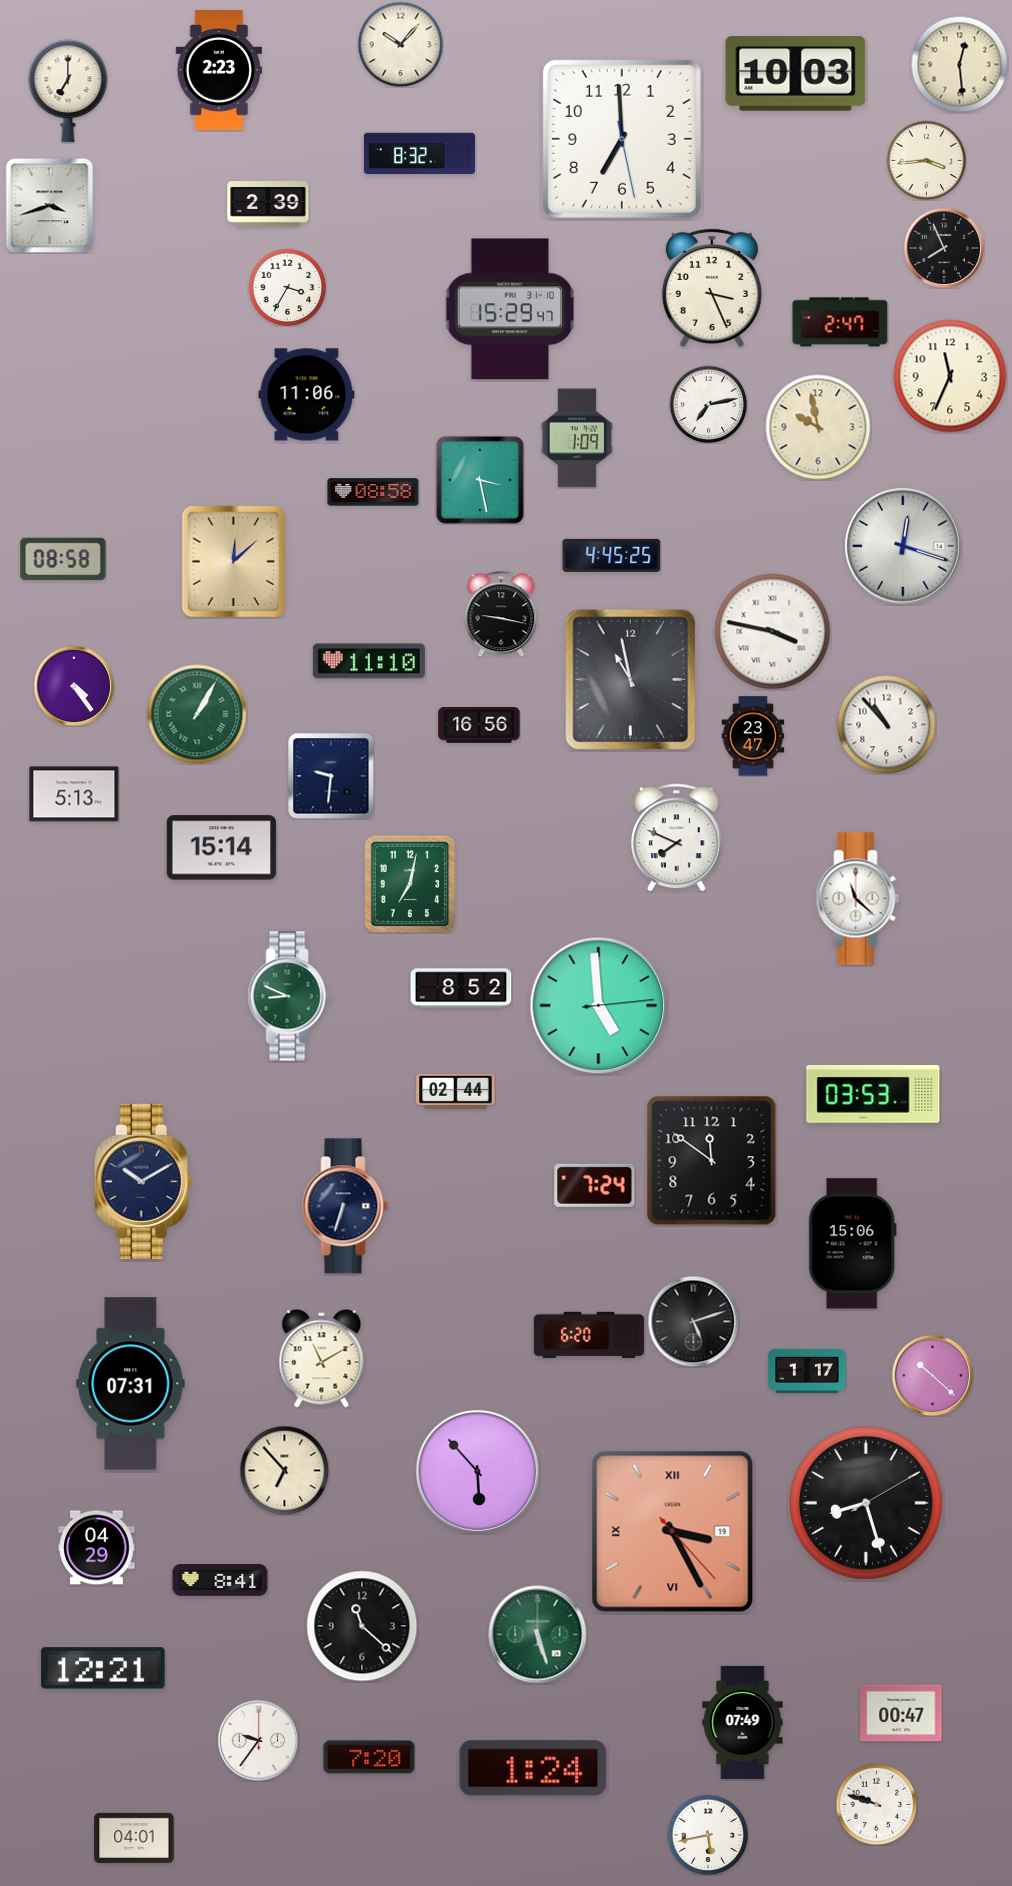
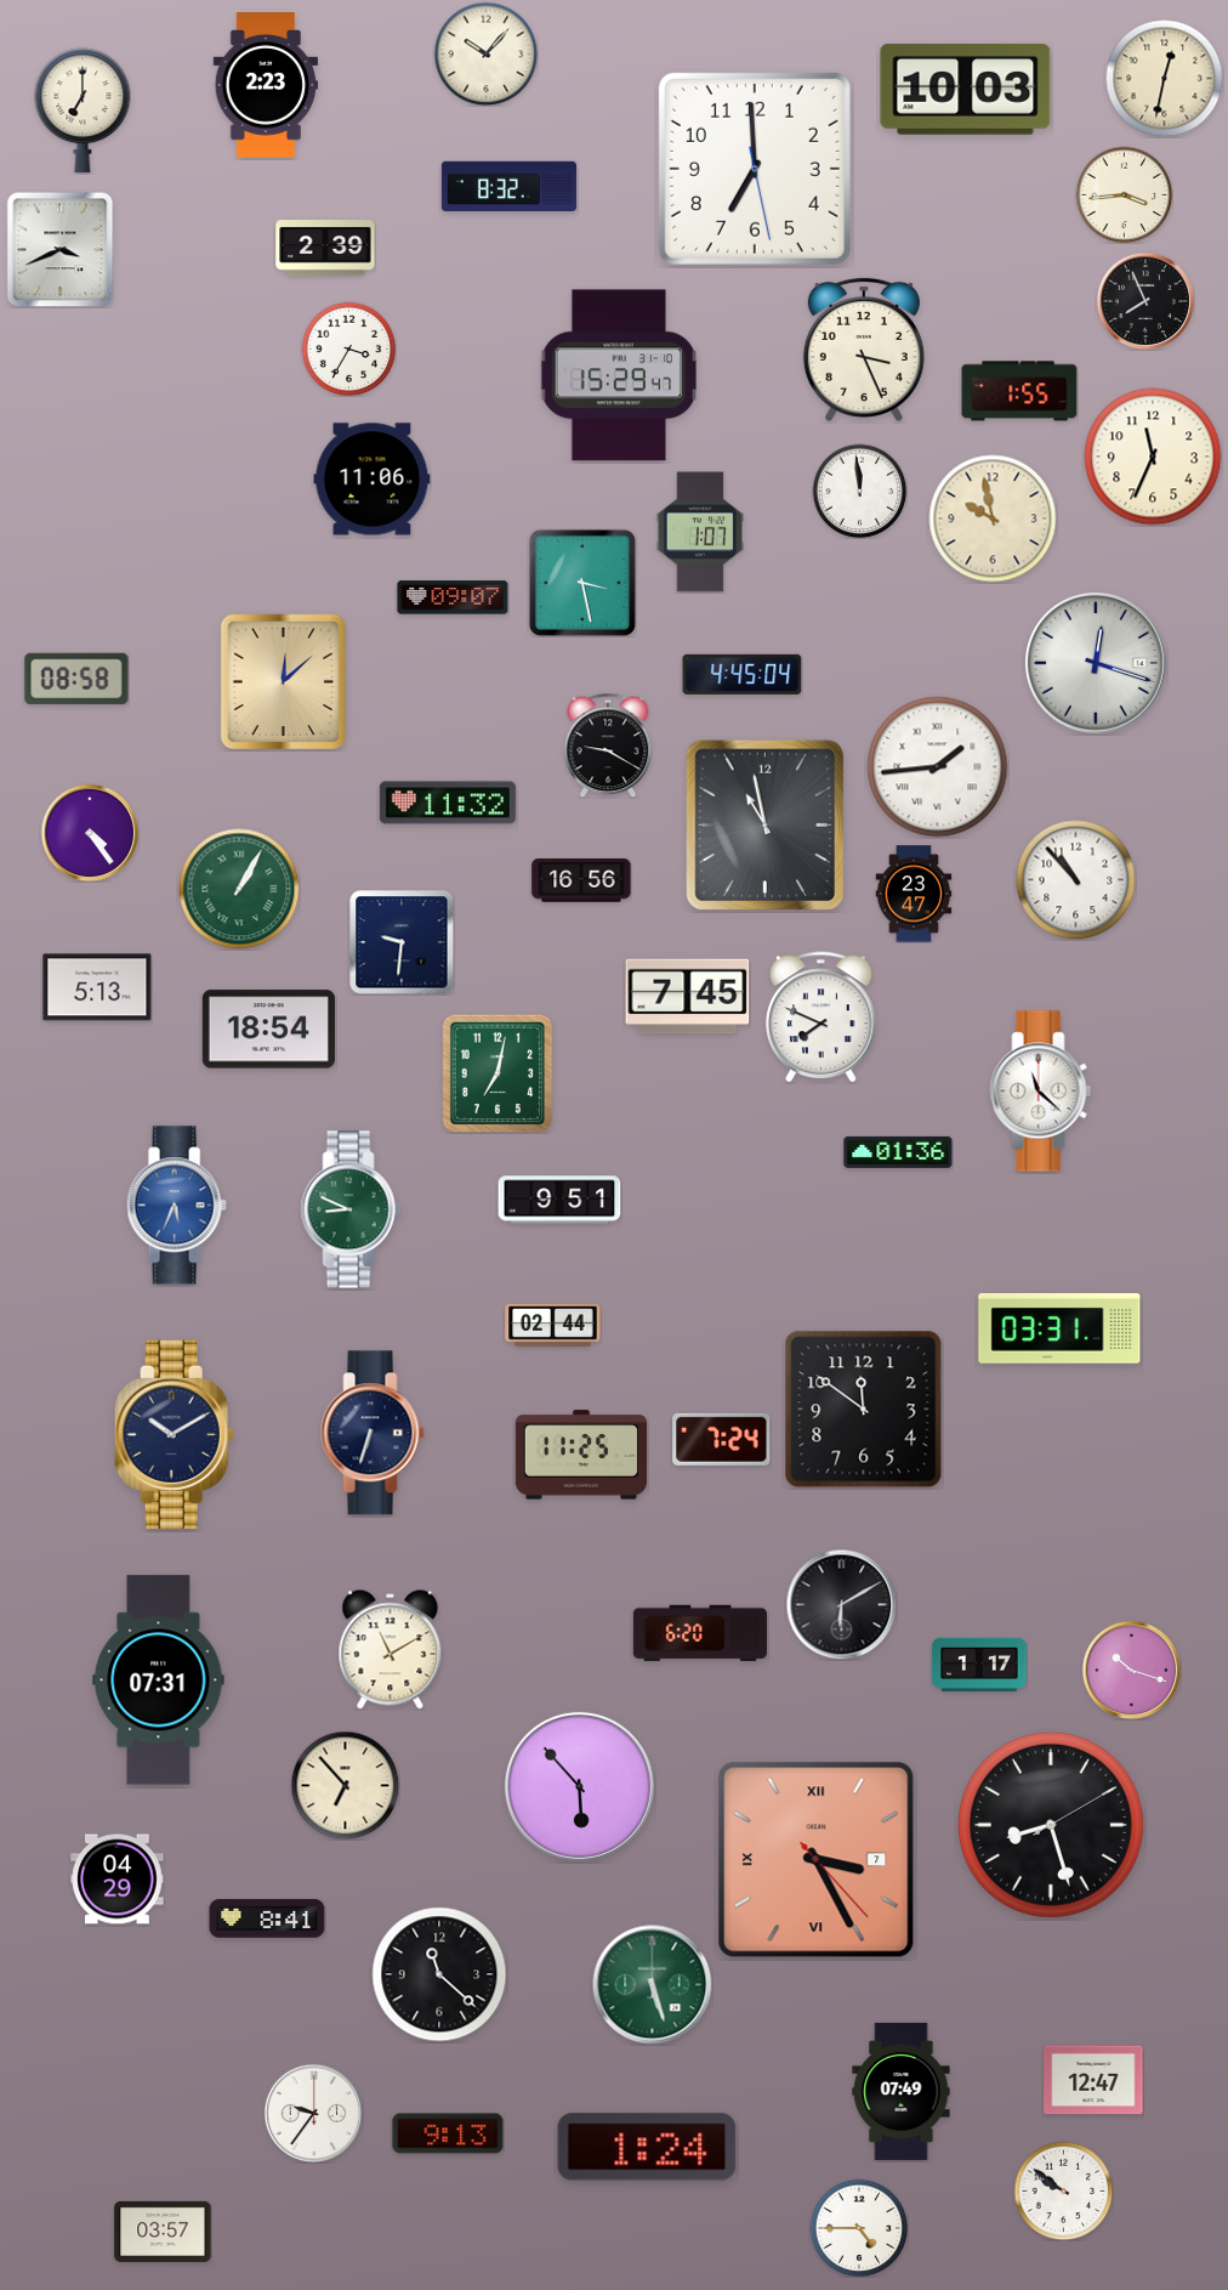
clock at (959, 64): 12:29 -> 12:32
clock at (50, 205): 3:42 -> 3:41
clock at (840, 322): 2:47 -> 1:55
clock at (708, 404): 7:13 -> 11:59
clock at (577, 438): 1:09 -> 1:07
clock at (373, 492): 08:58 -> 09:07
clock at (612, 555): 4:45:25 -> 4:45:04
clock at (501, 614): 9:17 -> 9:20
clock at (773, 632): 3:47 -> 1:44
clock at (369, 661): 11:10 -> 11:32
clock at (197, 714) position: (197, 714) -> (239, 889)
clock at (74, 794) position: (74, 794) -> (97, 987)
clock at (688, 997): none -> 7:45
clock at (221, 848): 15:14 -> 18:54
clock at (898, 1152): none -> 01:36
clock at (461, 988): 8:52 -> 9:51
clock at (176, 1206): none -> 5:34
clock at (599, 1006): 4:59 -> none
clock at (873, 1094): 03:53 -> 03:31
clock at (580, 1455): none -> 11:25
clock at (345, 1206) position: (345, 1206) -> (373, 1433)
clock at (852, 1244): 15:06 -> none
clock at (693, 1321): 5:12 -> 6:10
clock at (589, 1334) position: (589, 1334) -> (700, 1632)
clock at (932, 1375): 10:22 -> 10:18
clock at (673, 1532) date: 19 -> 7
clock at (103, 1668): 12:21 -> none
clock at (901, 1713): 00:47 -> 12:47
clock at (369, 1757): 7:20 -> 9:13
clock at (876, 1804): 9:48 -> 9:51
clock at (708, 1835): 5:43 -> 4:45
clock at (134, 1838): 04:01 -> 03:57
